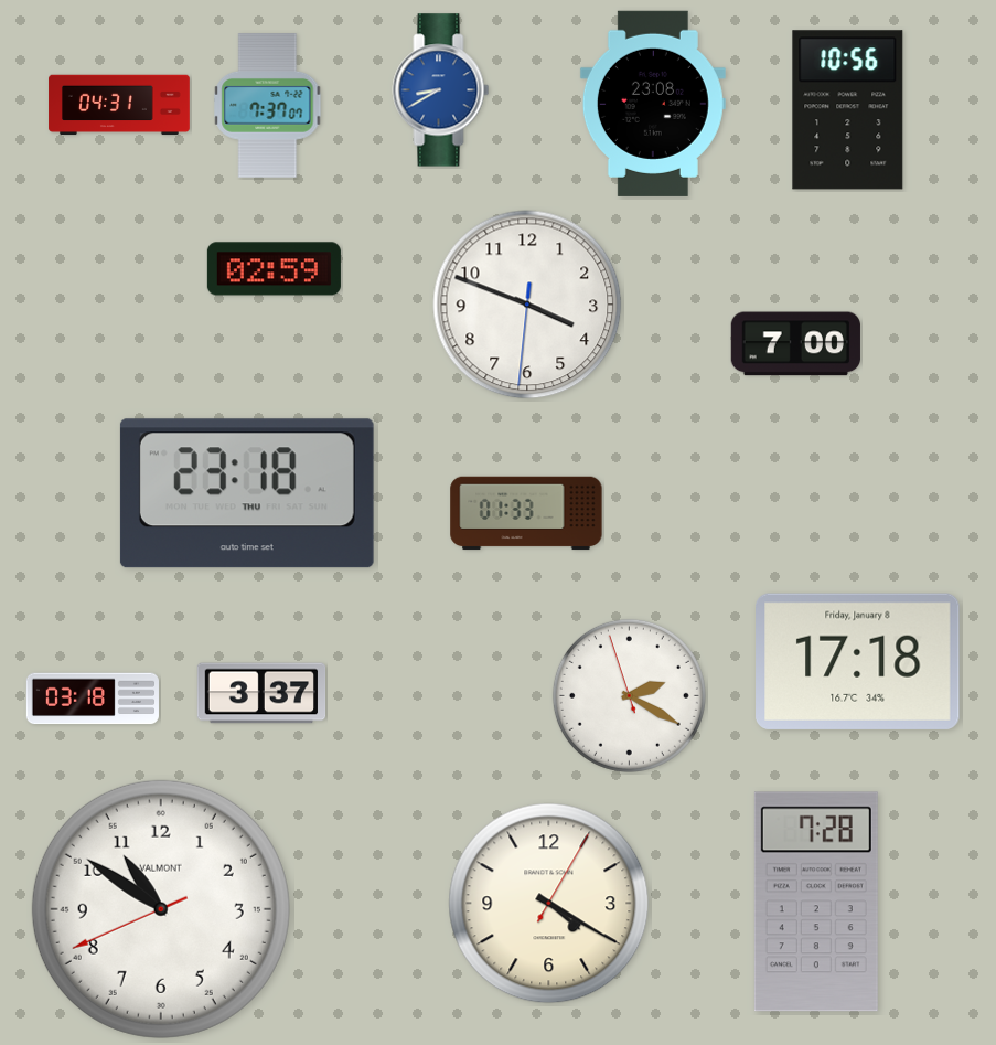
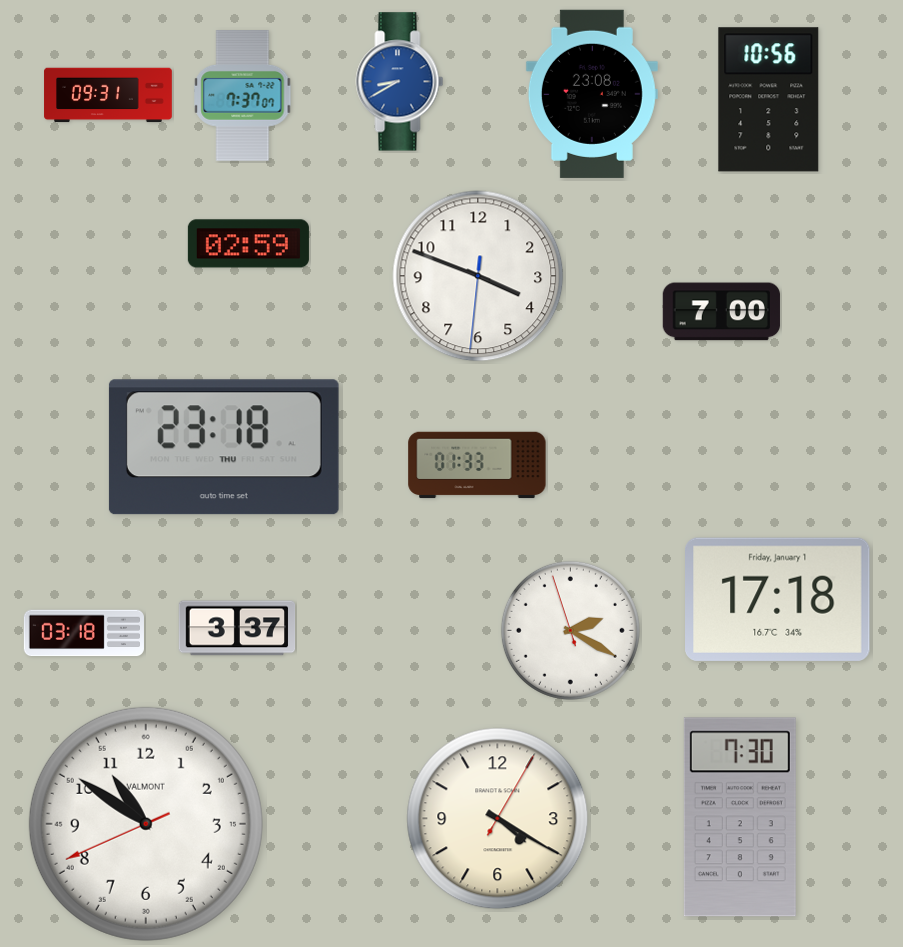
clock at (119, 105): 04:31 -> 09:31
clock at (858, 661) date: Friday, January 8 -> Friday, January 1
clock at (816, 902): 7:28 -> 7:30
